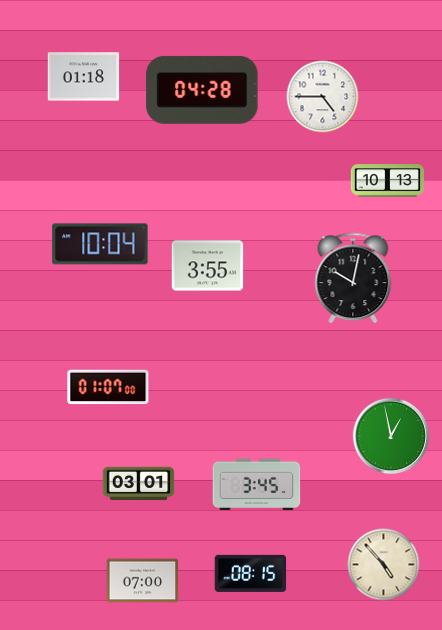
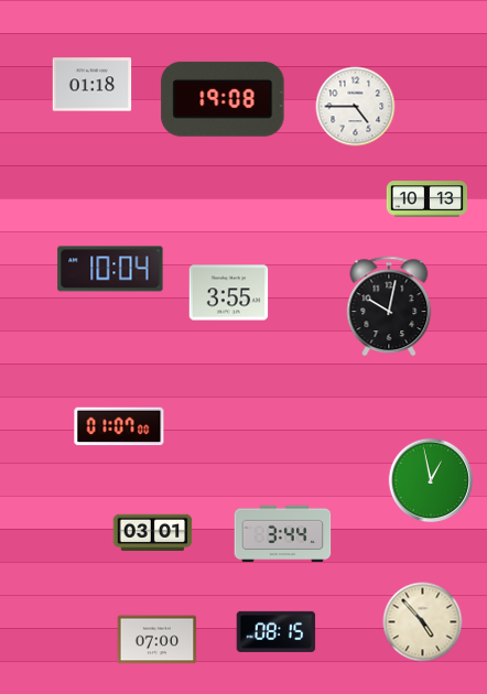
clock at (202, 90): 04:28 -> 19:08
clock at (257, 485): 3:45 -> 3:44
